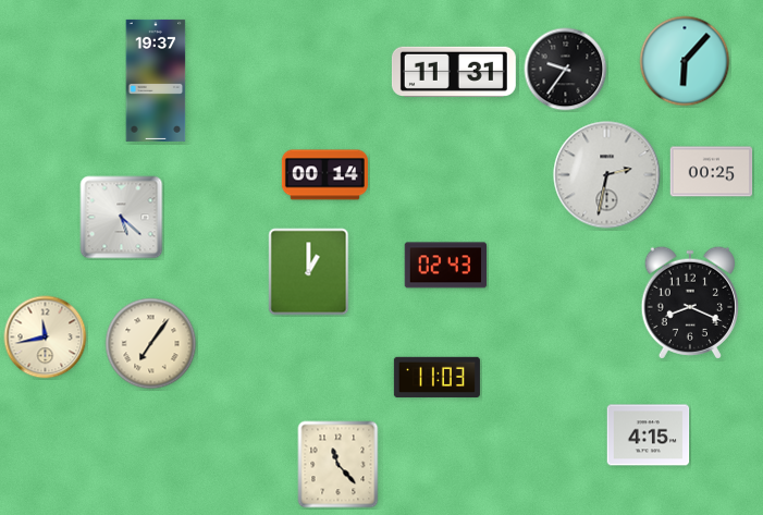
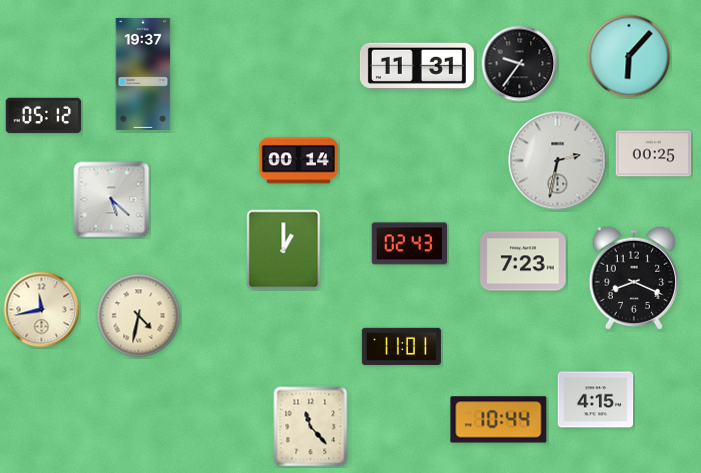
clock at (44, 116): none -> 05:12
clock at (712, 172) position: (712, 172) -> (654, 154)
clock at (523, 261): none -> 7:23
clock at (151, 344): 7:06 -> 4:32
clock at (436, 378): 11:03 -> 11:01
clock at (499, 420): none -> 10:44
